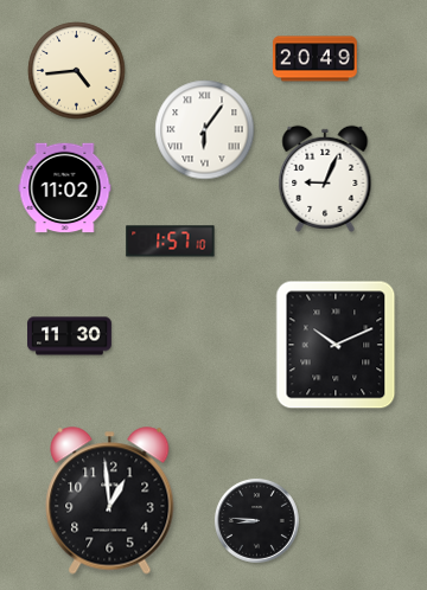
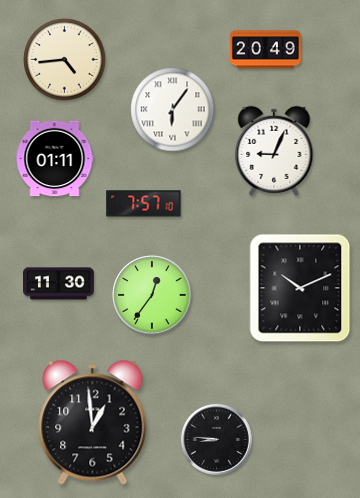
clock at (65, 188): 11:02 -> 01:11
clock at (171, 242): 1:57 -> 7:57
clock at (336, 345) position: (336, 345) -> (300, 288)
clock at (152, 295): none -> 12:36
